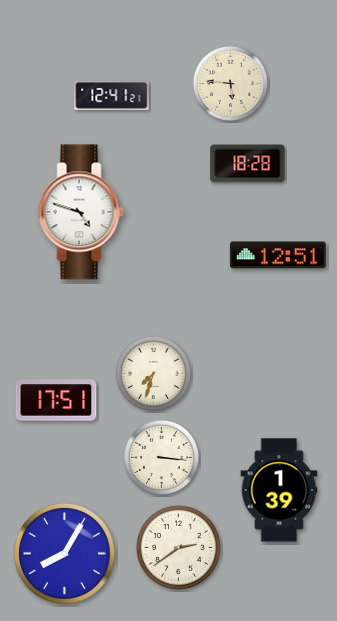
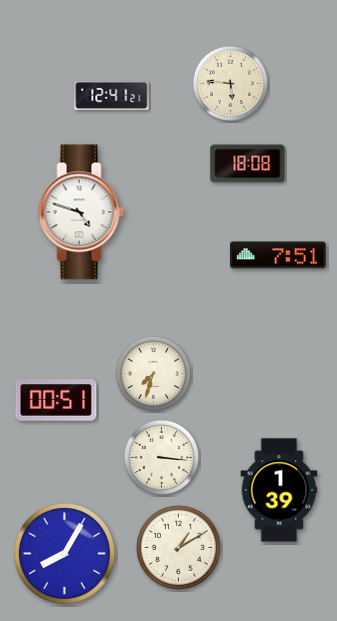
clock at (248, 164): 18:28 -> 18:08
clock at (278, 255): 12:51 -> 7:51
clock at (56, 400): 17:51 -> 00:51
clock at (178, 547): 2:39 -> 1:10
